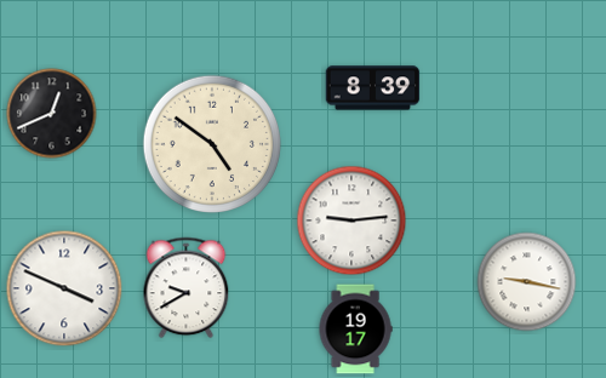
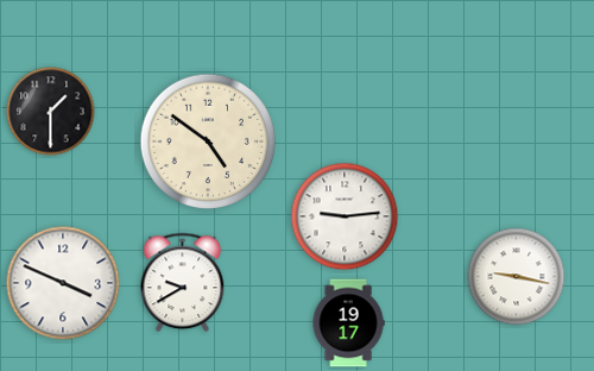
clock at (373, 88): 8:39 -> none
clock at (52, 114): 12:41 -> 1:30
